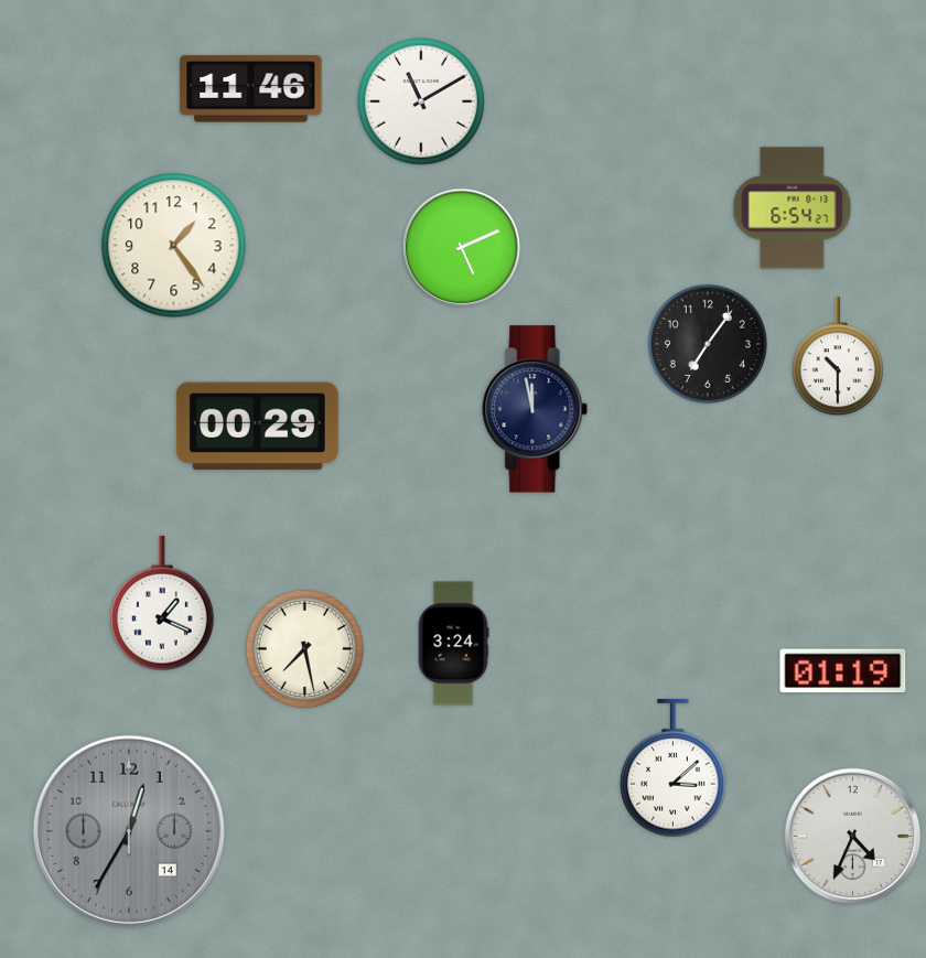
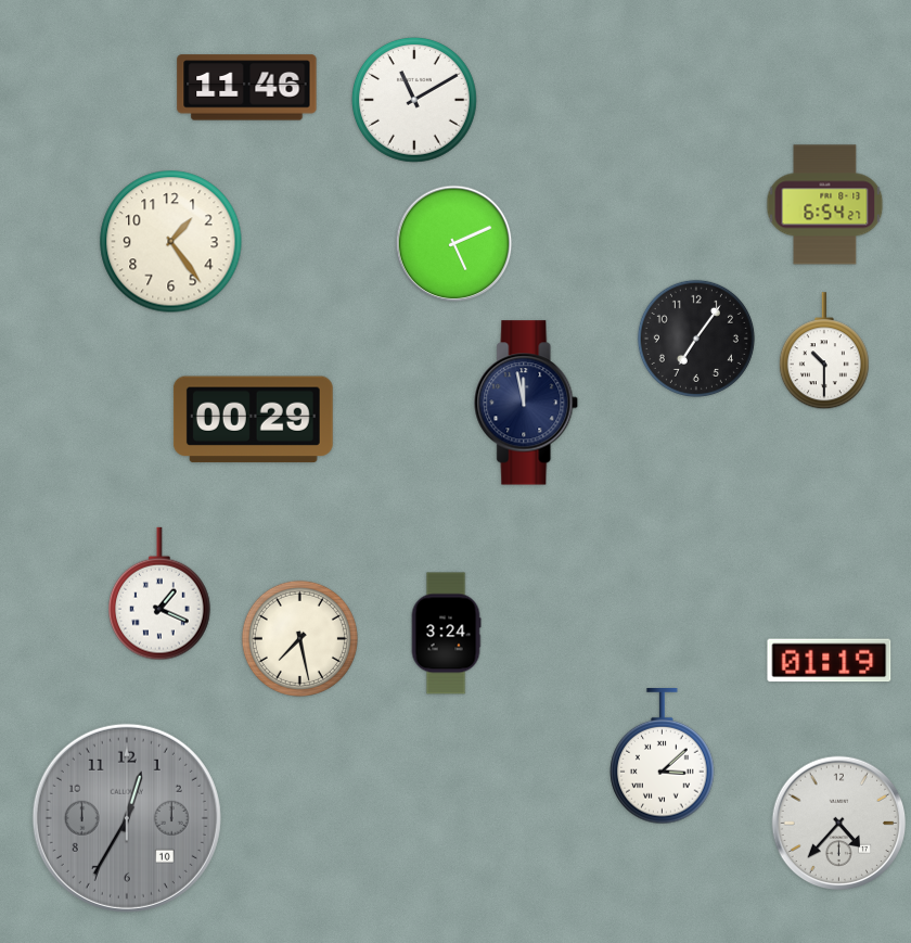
clock at (793, 208) position: (793, 208) -> (825, 205)
clock at (129, 831) date: 14 -> 10
clock at (853, 837): 4:34 -> 4:37
